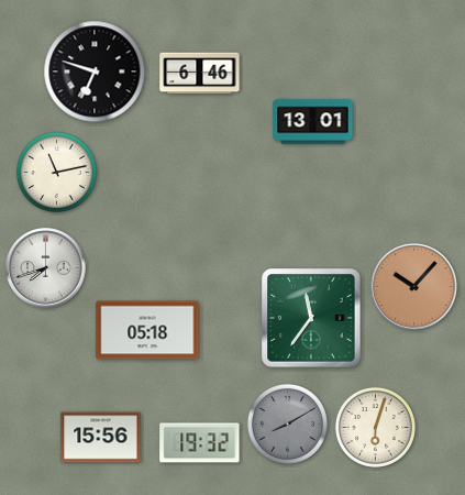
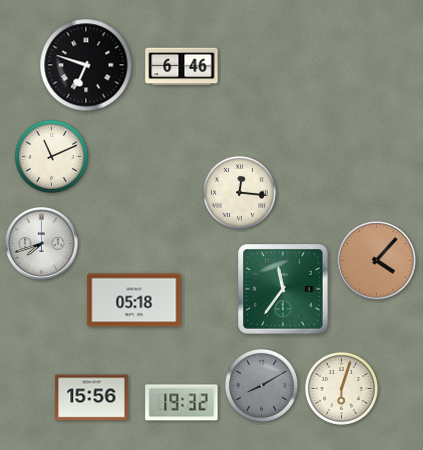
clock at (313, 122): 13:01 -> none
clock at (56, 172): 11:13 -> 11:11
clock at (239, 192): none -> 12:16
clock at (414, 287): 10:07 -> 4:07
